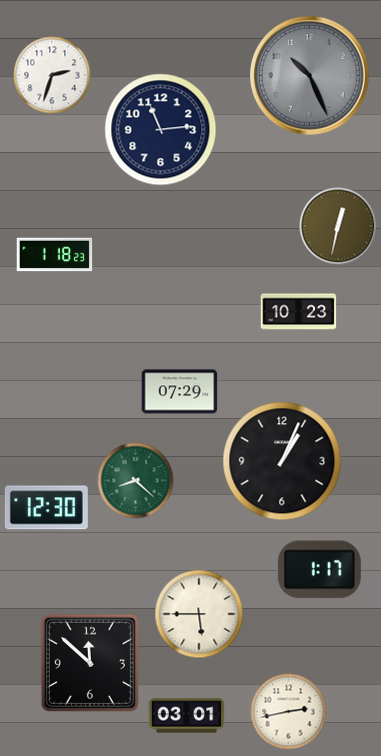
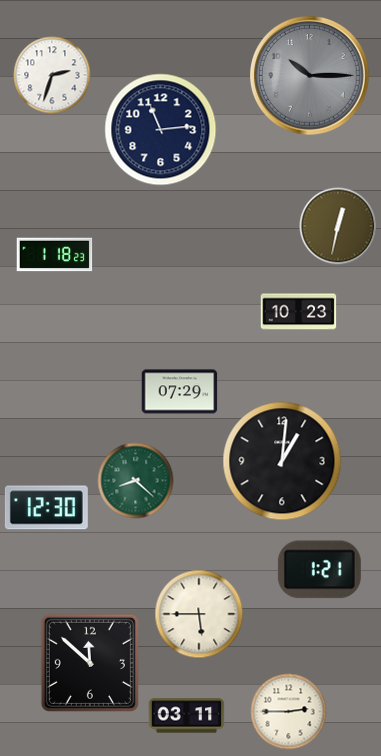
clock at (310, 76): 10:26 -> 10:15
clock at (282, 461): 1:04 -> 1:01
clock at (319, 570): 1:17 -> 1:21
clock at (289, 712): 2:43 -> 2:45
clock at (187, 716): 03:01 -> 03:11
